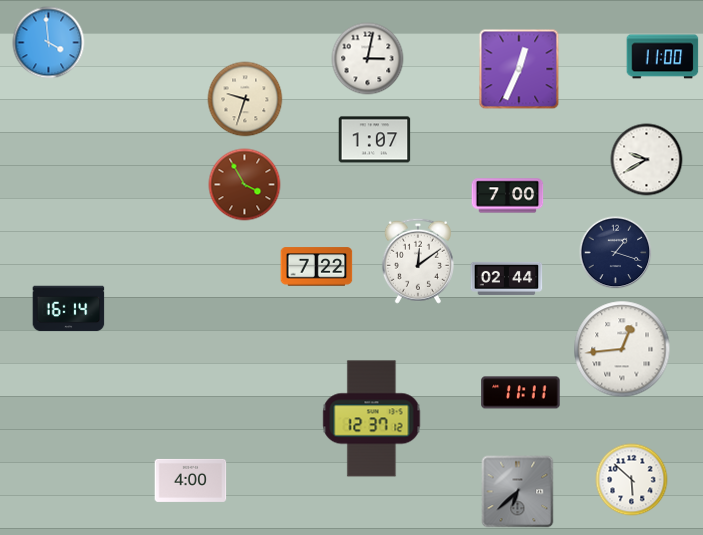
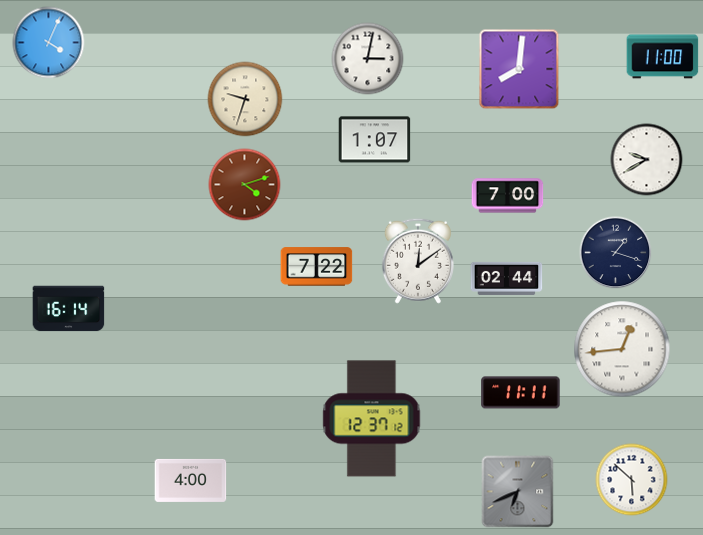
clock at (49, 43): 3:59 -> 4:04
clock at (519, 69): 12:34 -> 8:01
clock at (245, 185): 3:55 -> 4:12
clock at (518, 492): 6:38 -> 6:41
